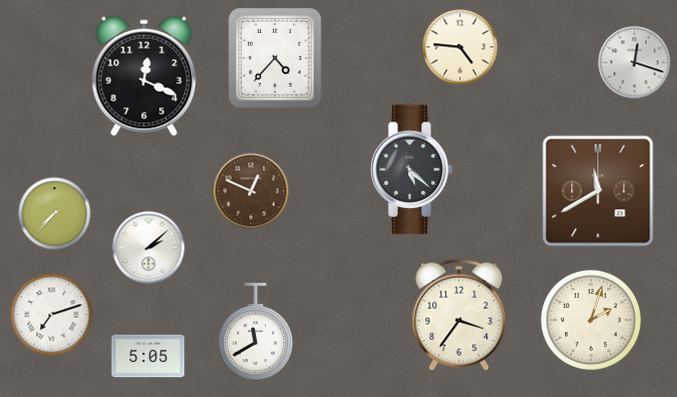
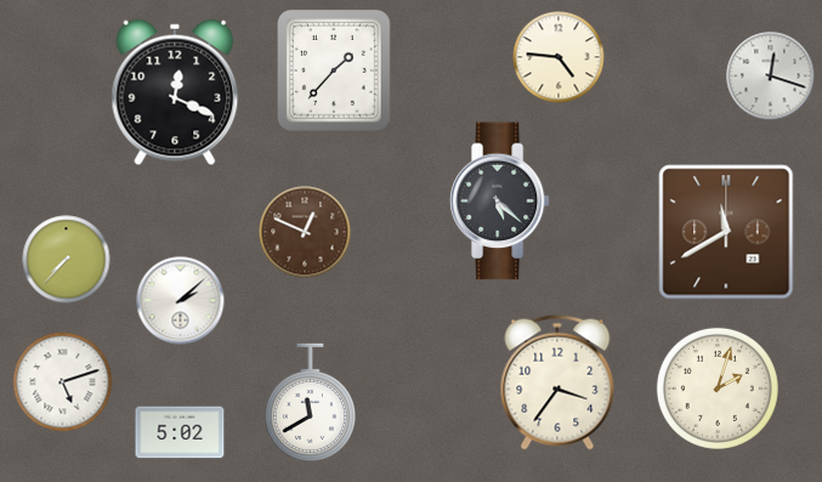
clock at (276, 58): 4:37 -> 1:37
clock at (411, 170) position: (411, 170) -> (499, 202)
clock at (52, 315): 7:12 -> 5:12
clock at (148, 356): 5:05 -> 5:02
